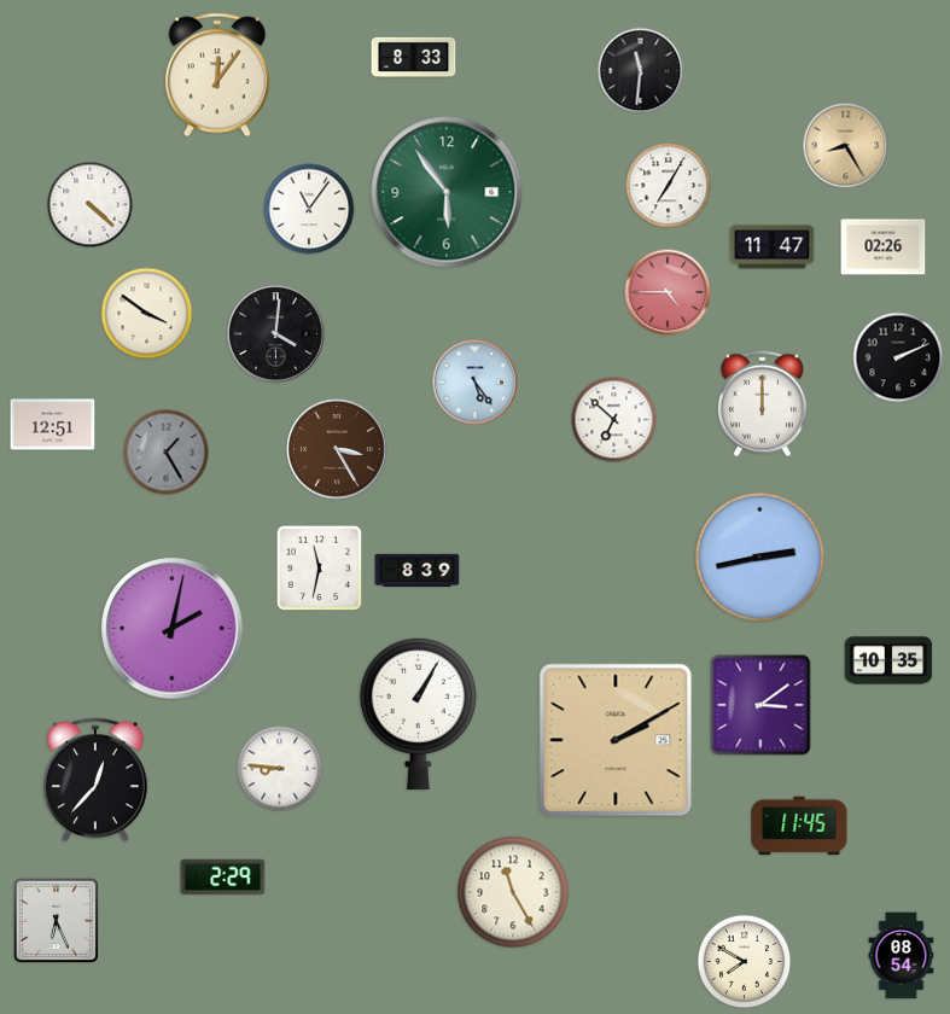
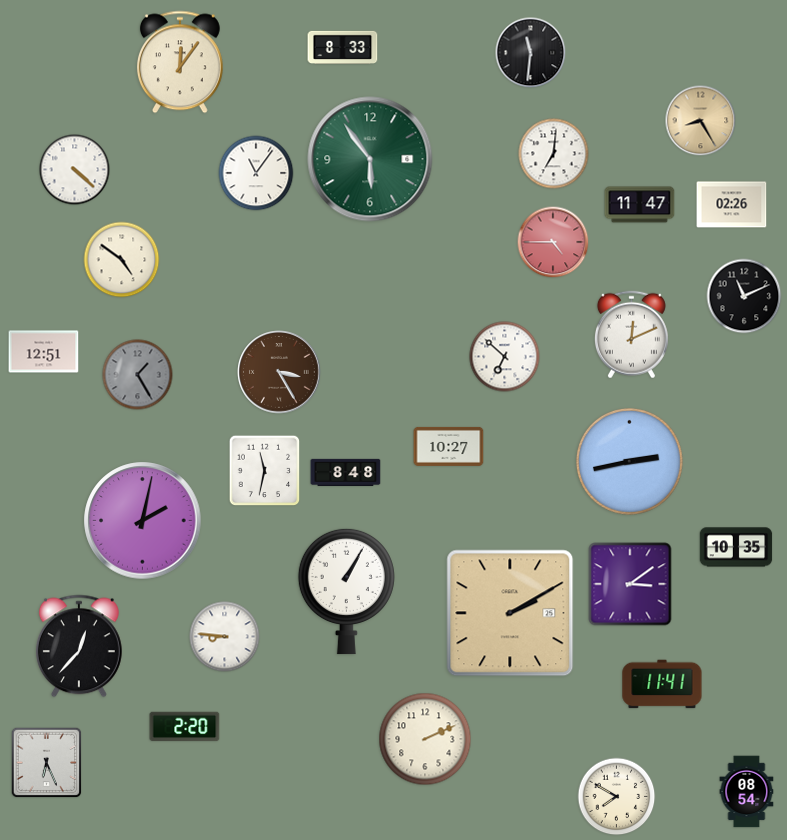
clock at (641, 71) position: (641, 71) -> (531, 53)
clock at (669, 186): 7:05 -> 7:01
clock at (147, 314): 3:51 -> 4:51
clock at (275, 333): 4:01 -> none
clock at (898, 357): 2:11 -> 11:11
clock at (476, 383): 5:24 -> none
clock at (762, 404): 12:00 -> 12:11
clock at (614, 420) position: (614, 420) -> (505, 357)
clock at (449, 446): none -> 10:27
clock at (418, 570): 8:39 -> 8:48
clock at (280, 769) position: (280, 769) -> (225, 637)
clock at (799, 826): 11:45 -> 11:41
clock at (223, 878): 2:29 -> 2:20
clock at (513, 892): 11:25 -> 2:11
